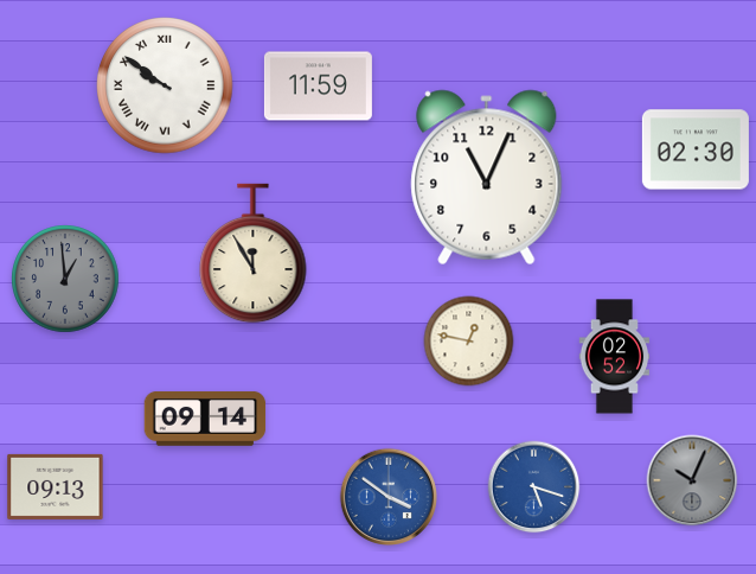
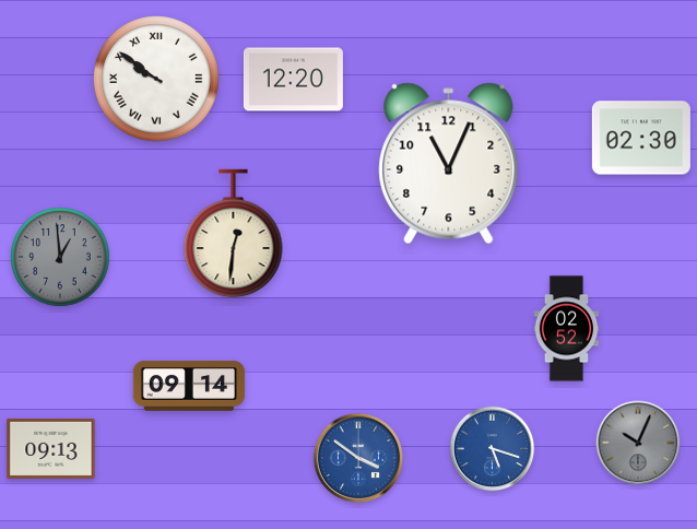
clock at (165, 85) position: (165, 85) -> (156, 79)
clock at (318, 87): 11:59 -> 12:20
clock at (254, 254): 11:55 -> 12:31
clock at (469, 342): 12:47 -> none
